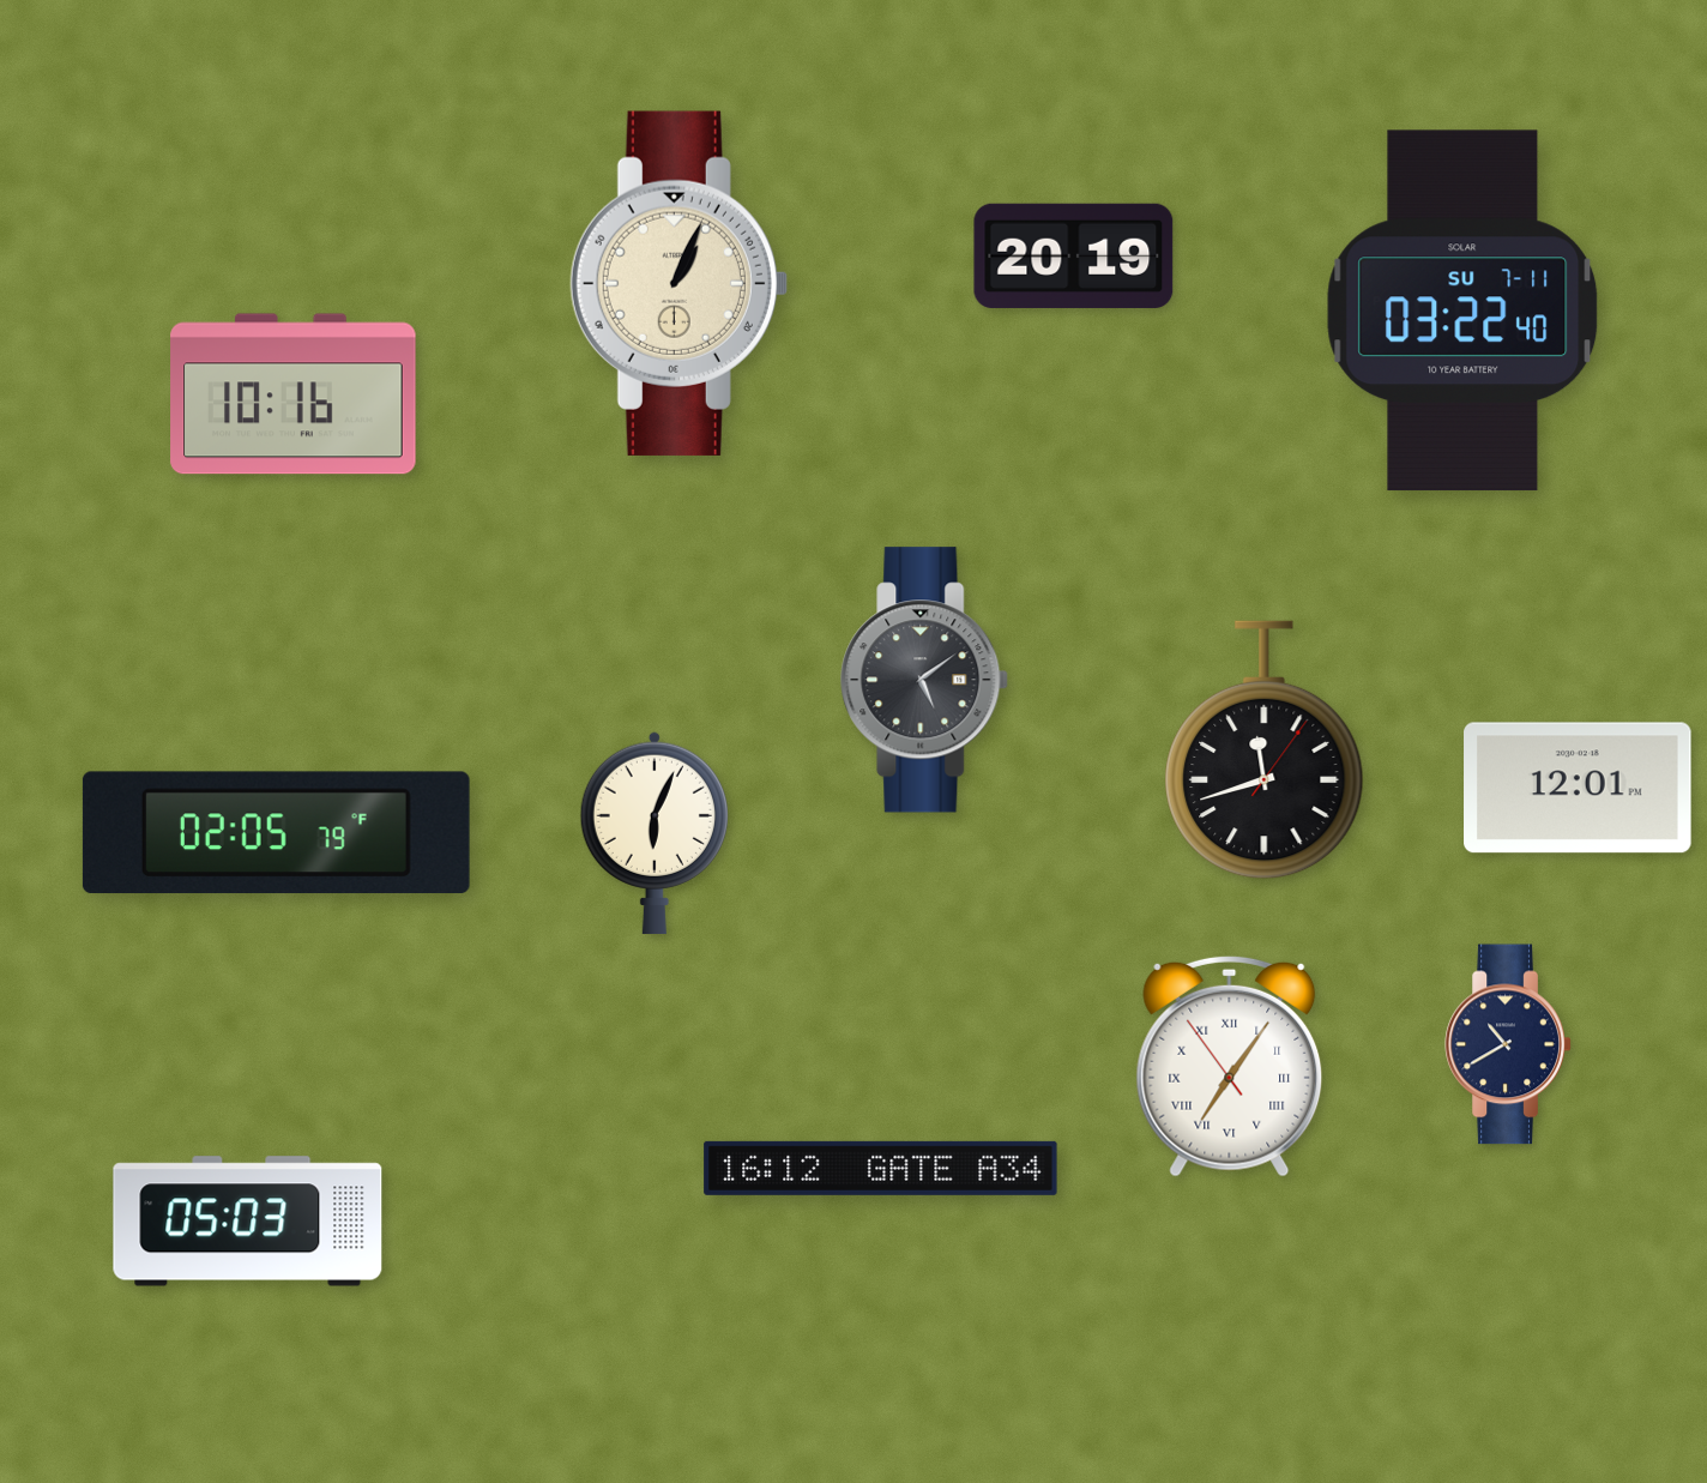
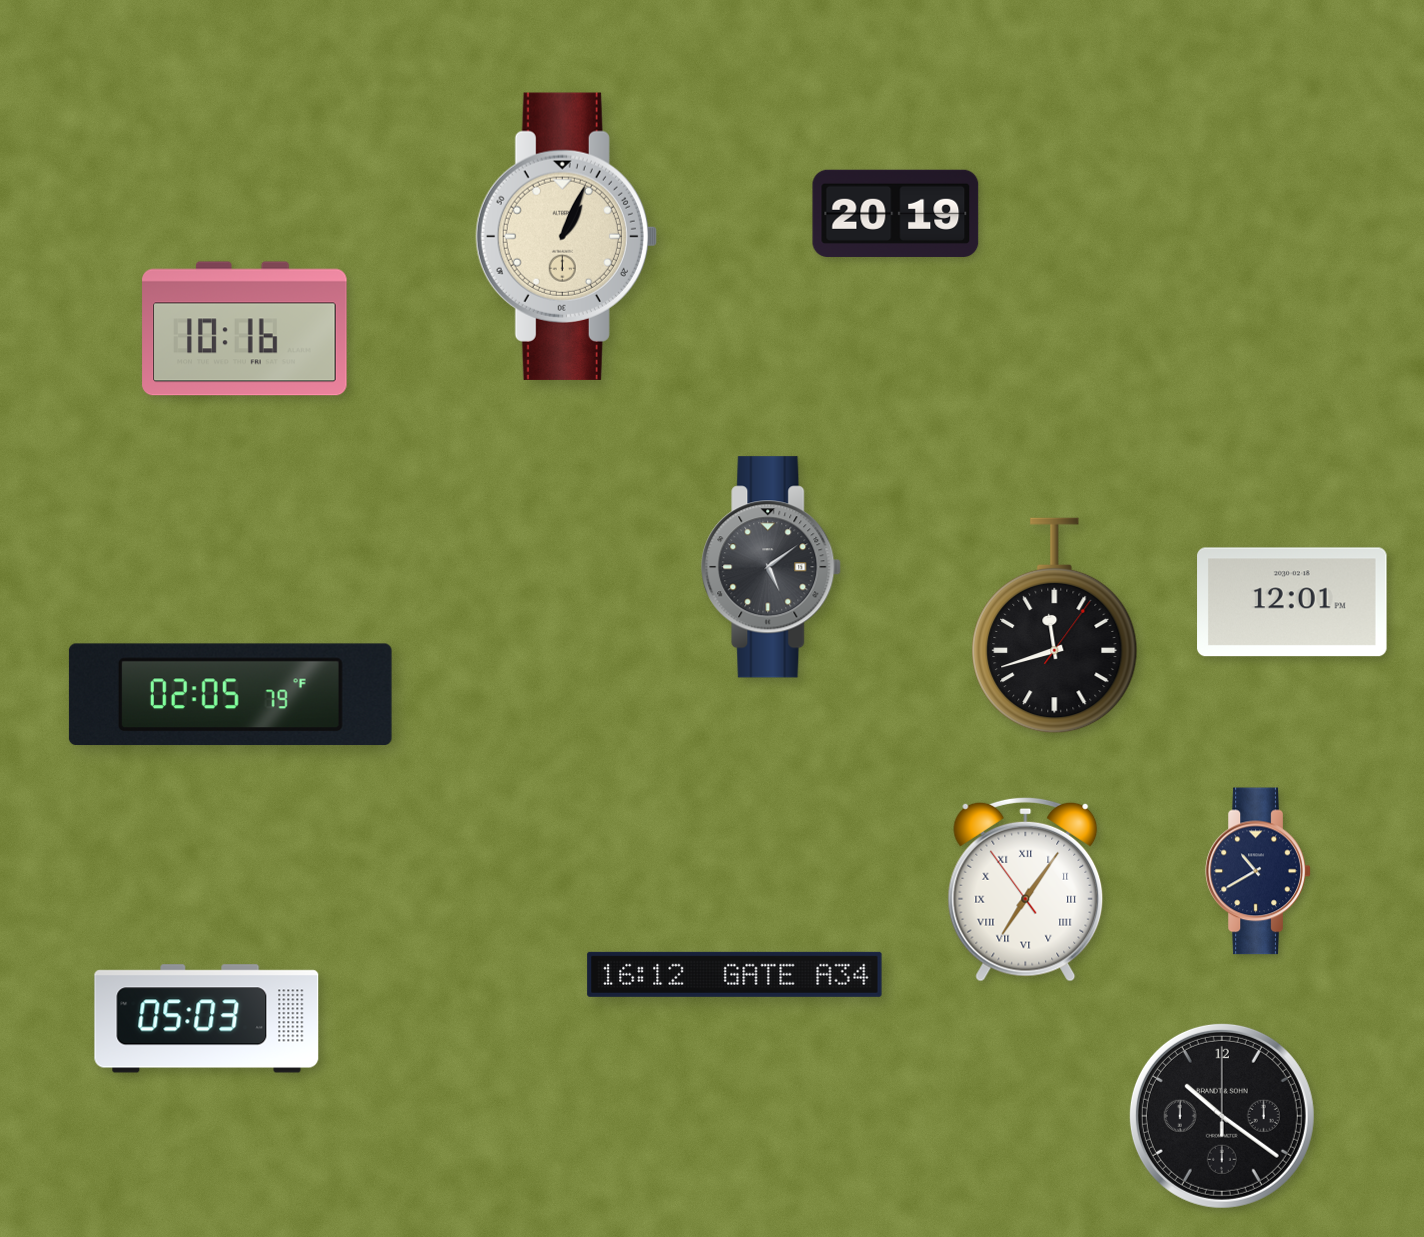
clock at (1462, 311): 03:22 -> none
clock at (1578, 788) position: (1578, 788) -> (1292, 602)
clock at (655, 833): 6:04 -> none
clock at (1222, 1116): none -> 10:21
